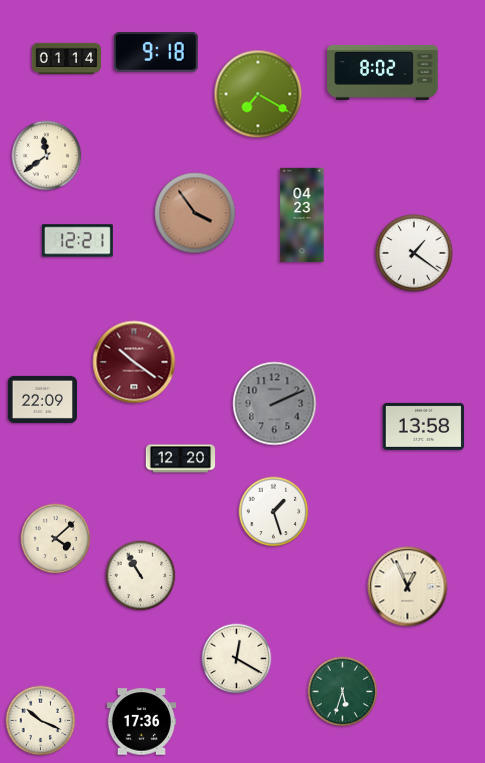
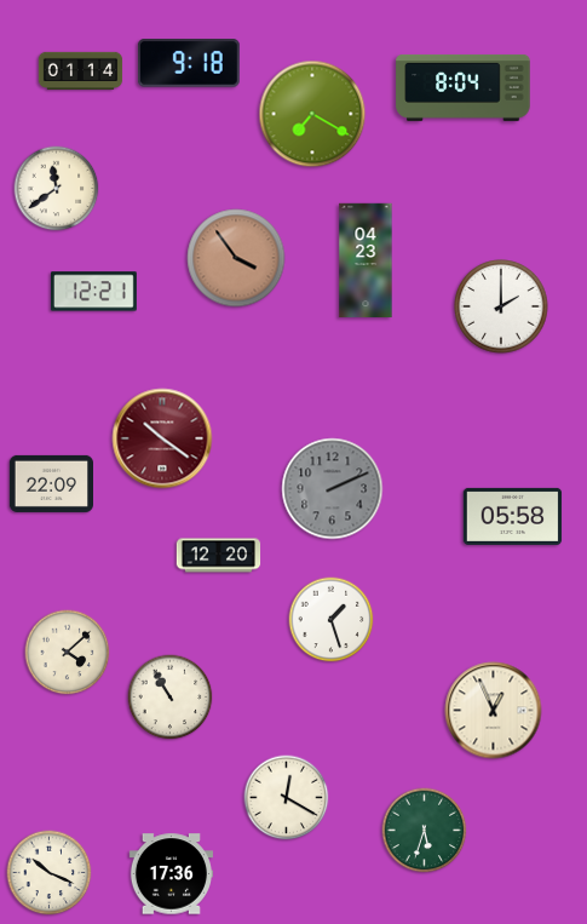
clock at (383, 72): 8:02 -> 8:04
clock at (414, 253): 1:21 -> 2:00
clock at (424, 426): 13:58 -> 05:58
clock at (343, 692) position: (343, 692) -> (425, 831)
